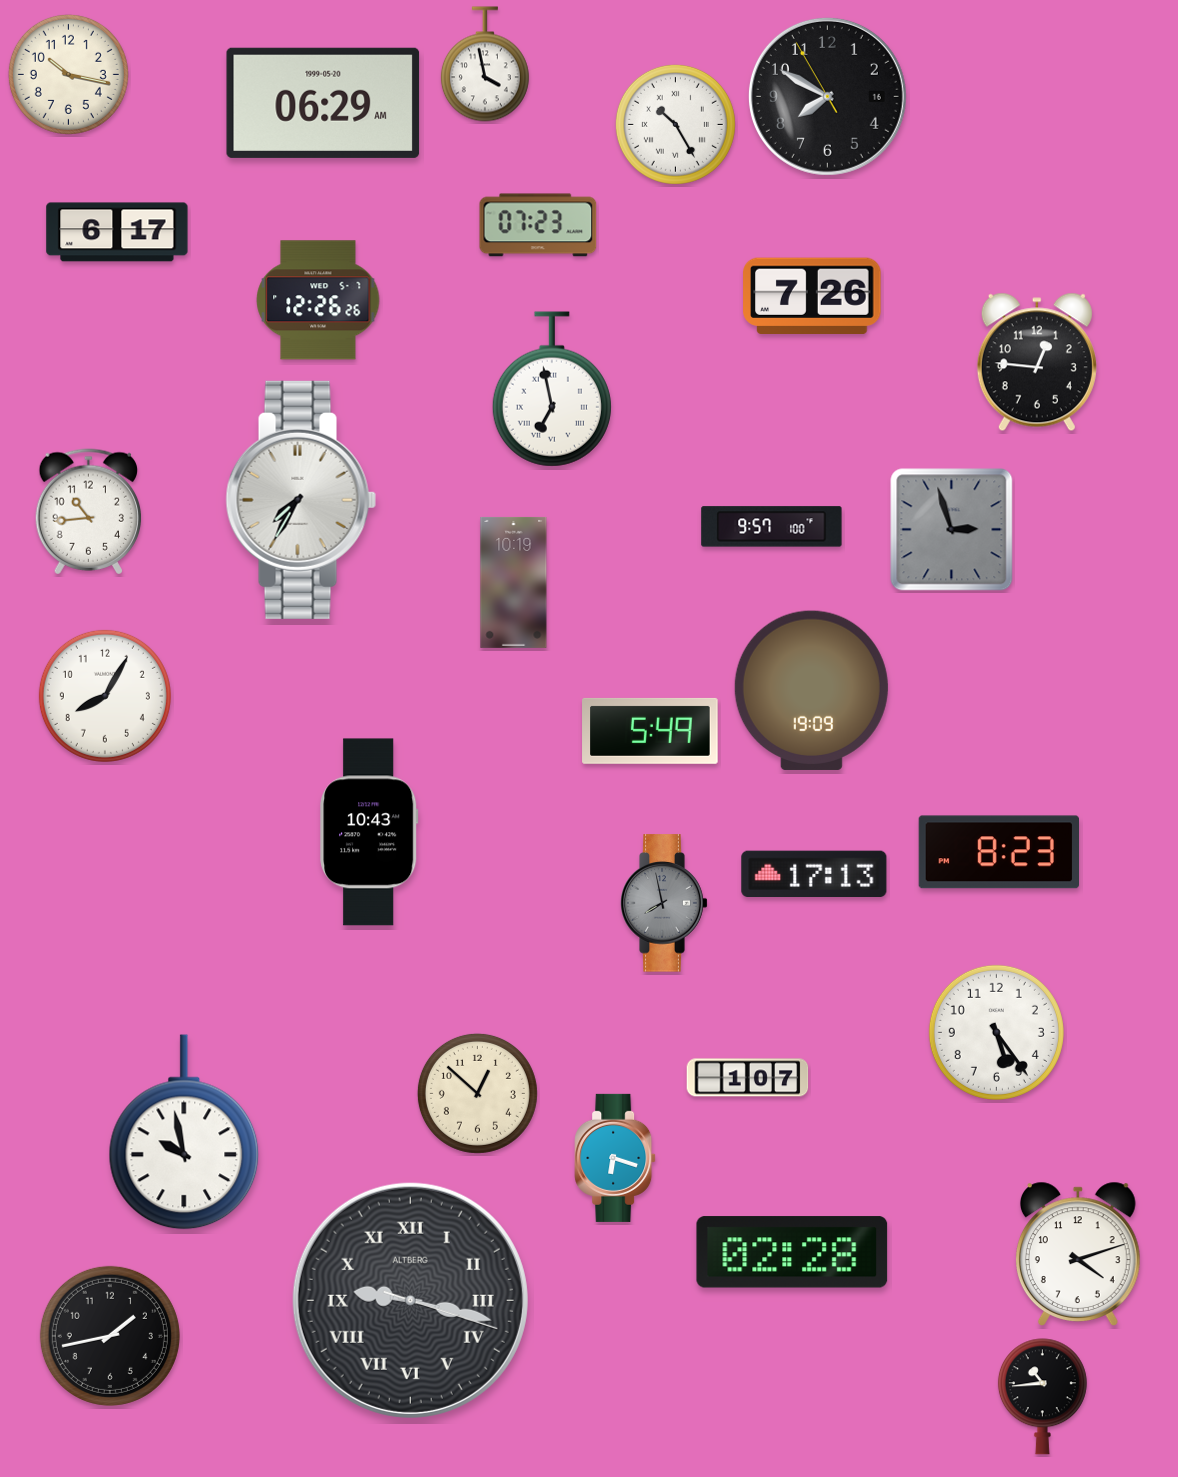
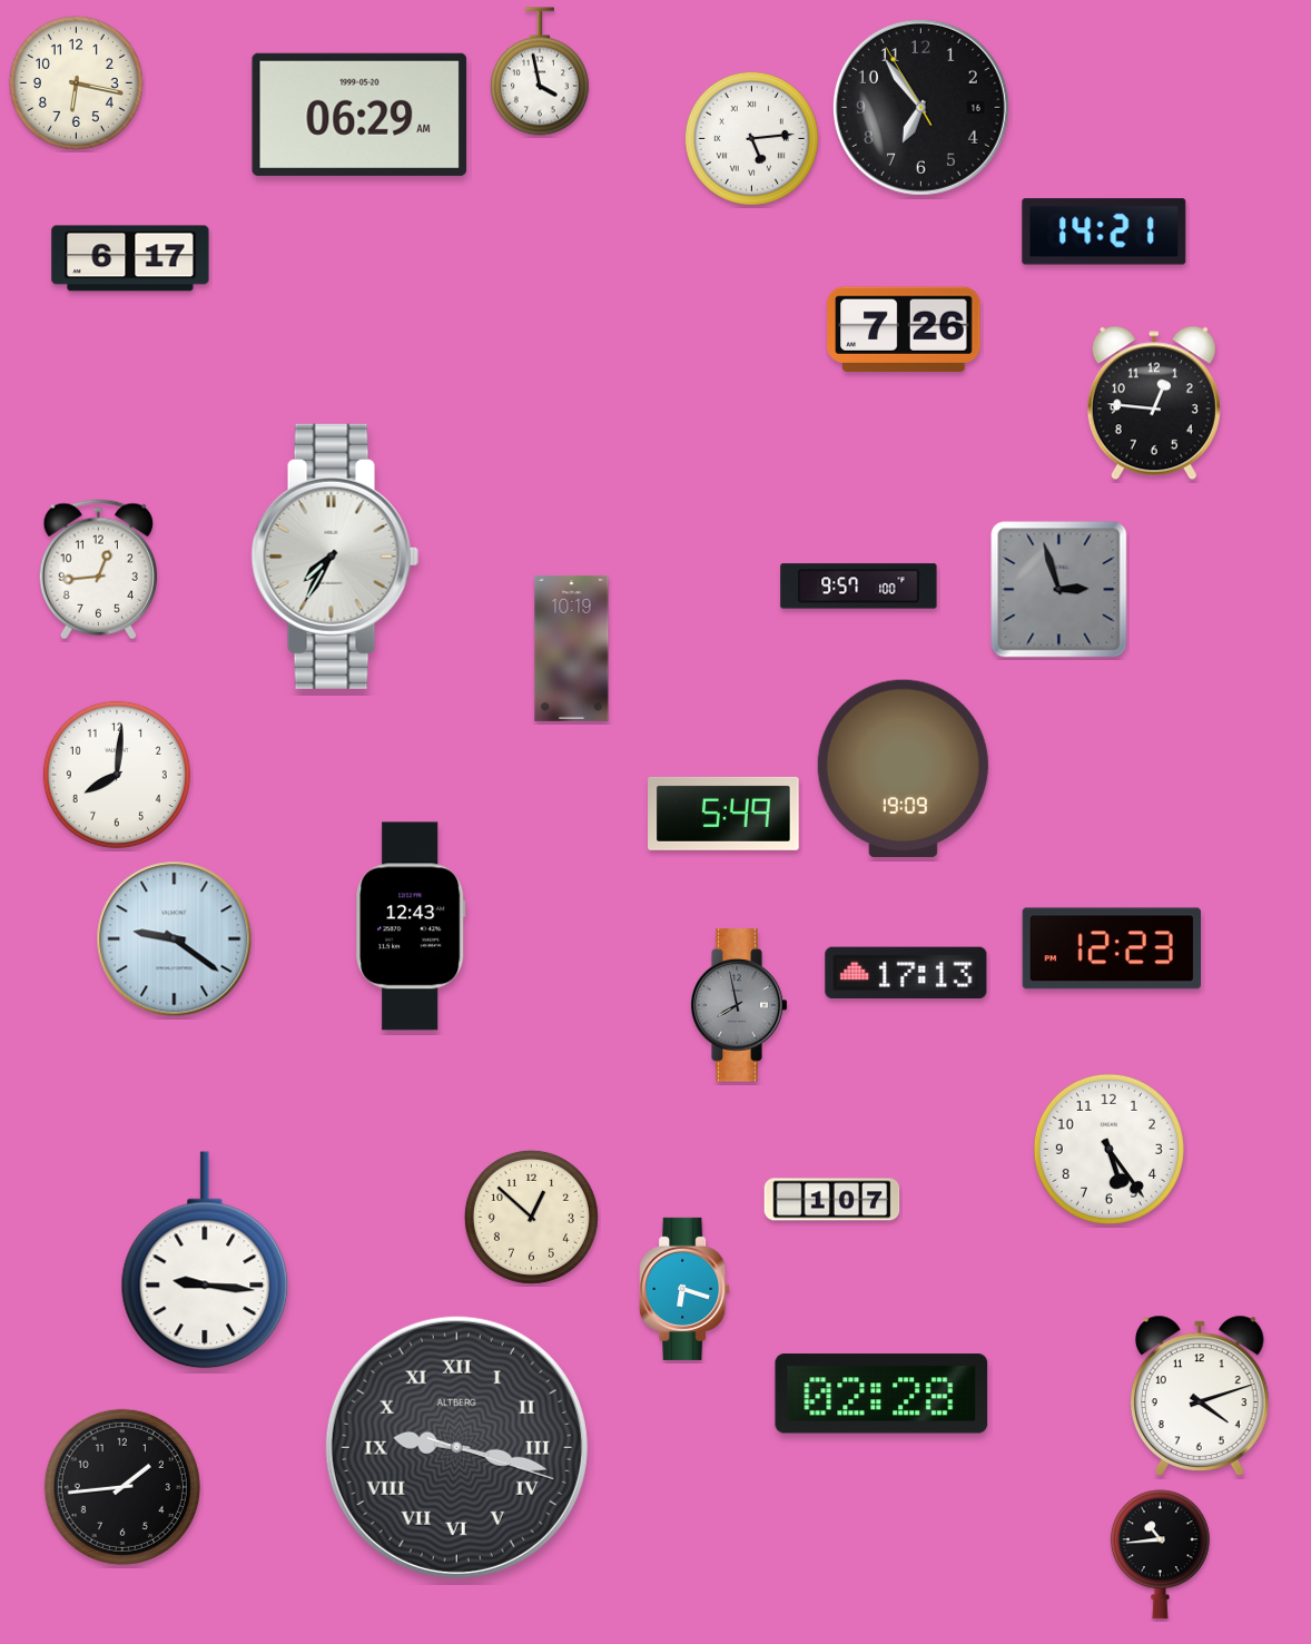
clock at (68, 74): 10:17 -> 6:17
clock at (827, 96): 7:49 -> 6:53
clock at (675, 124): 10:25 -> 5:14
clock at (1104, 232): none -> 14:21
clock at (538, 225): 07:23 -> none
clock at (318, 300): 12:26 -> none
clock at (552, 389): 6:58 -> none
clock at (88, 512): 10:44 -> 12:44
clock at (105, 696): 8:05 -> 8:01
clock at (369, 832): 10:43 -> 12:43
clock at (175, 939): none -> 9:21
clock at (998, 852): 8:23 -> 12:23
clock at (184, 1132): 9:58 -> 9:16
clock at (110, 1336): 1:43 -> 1:44
